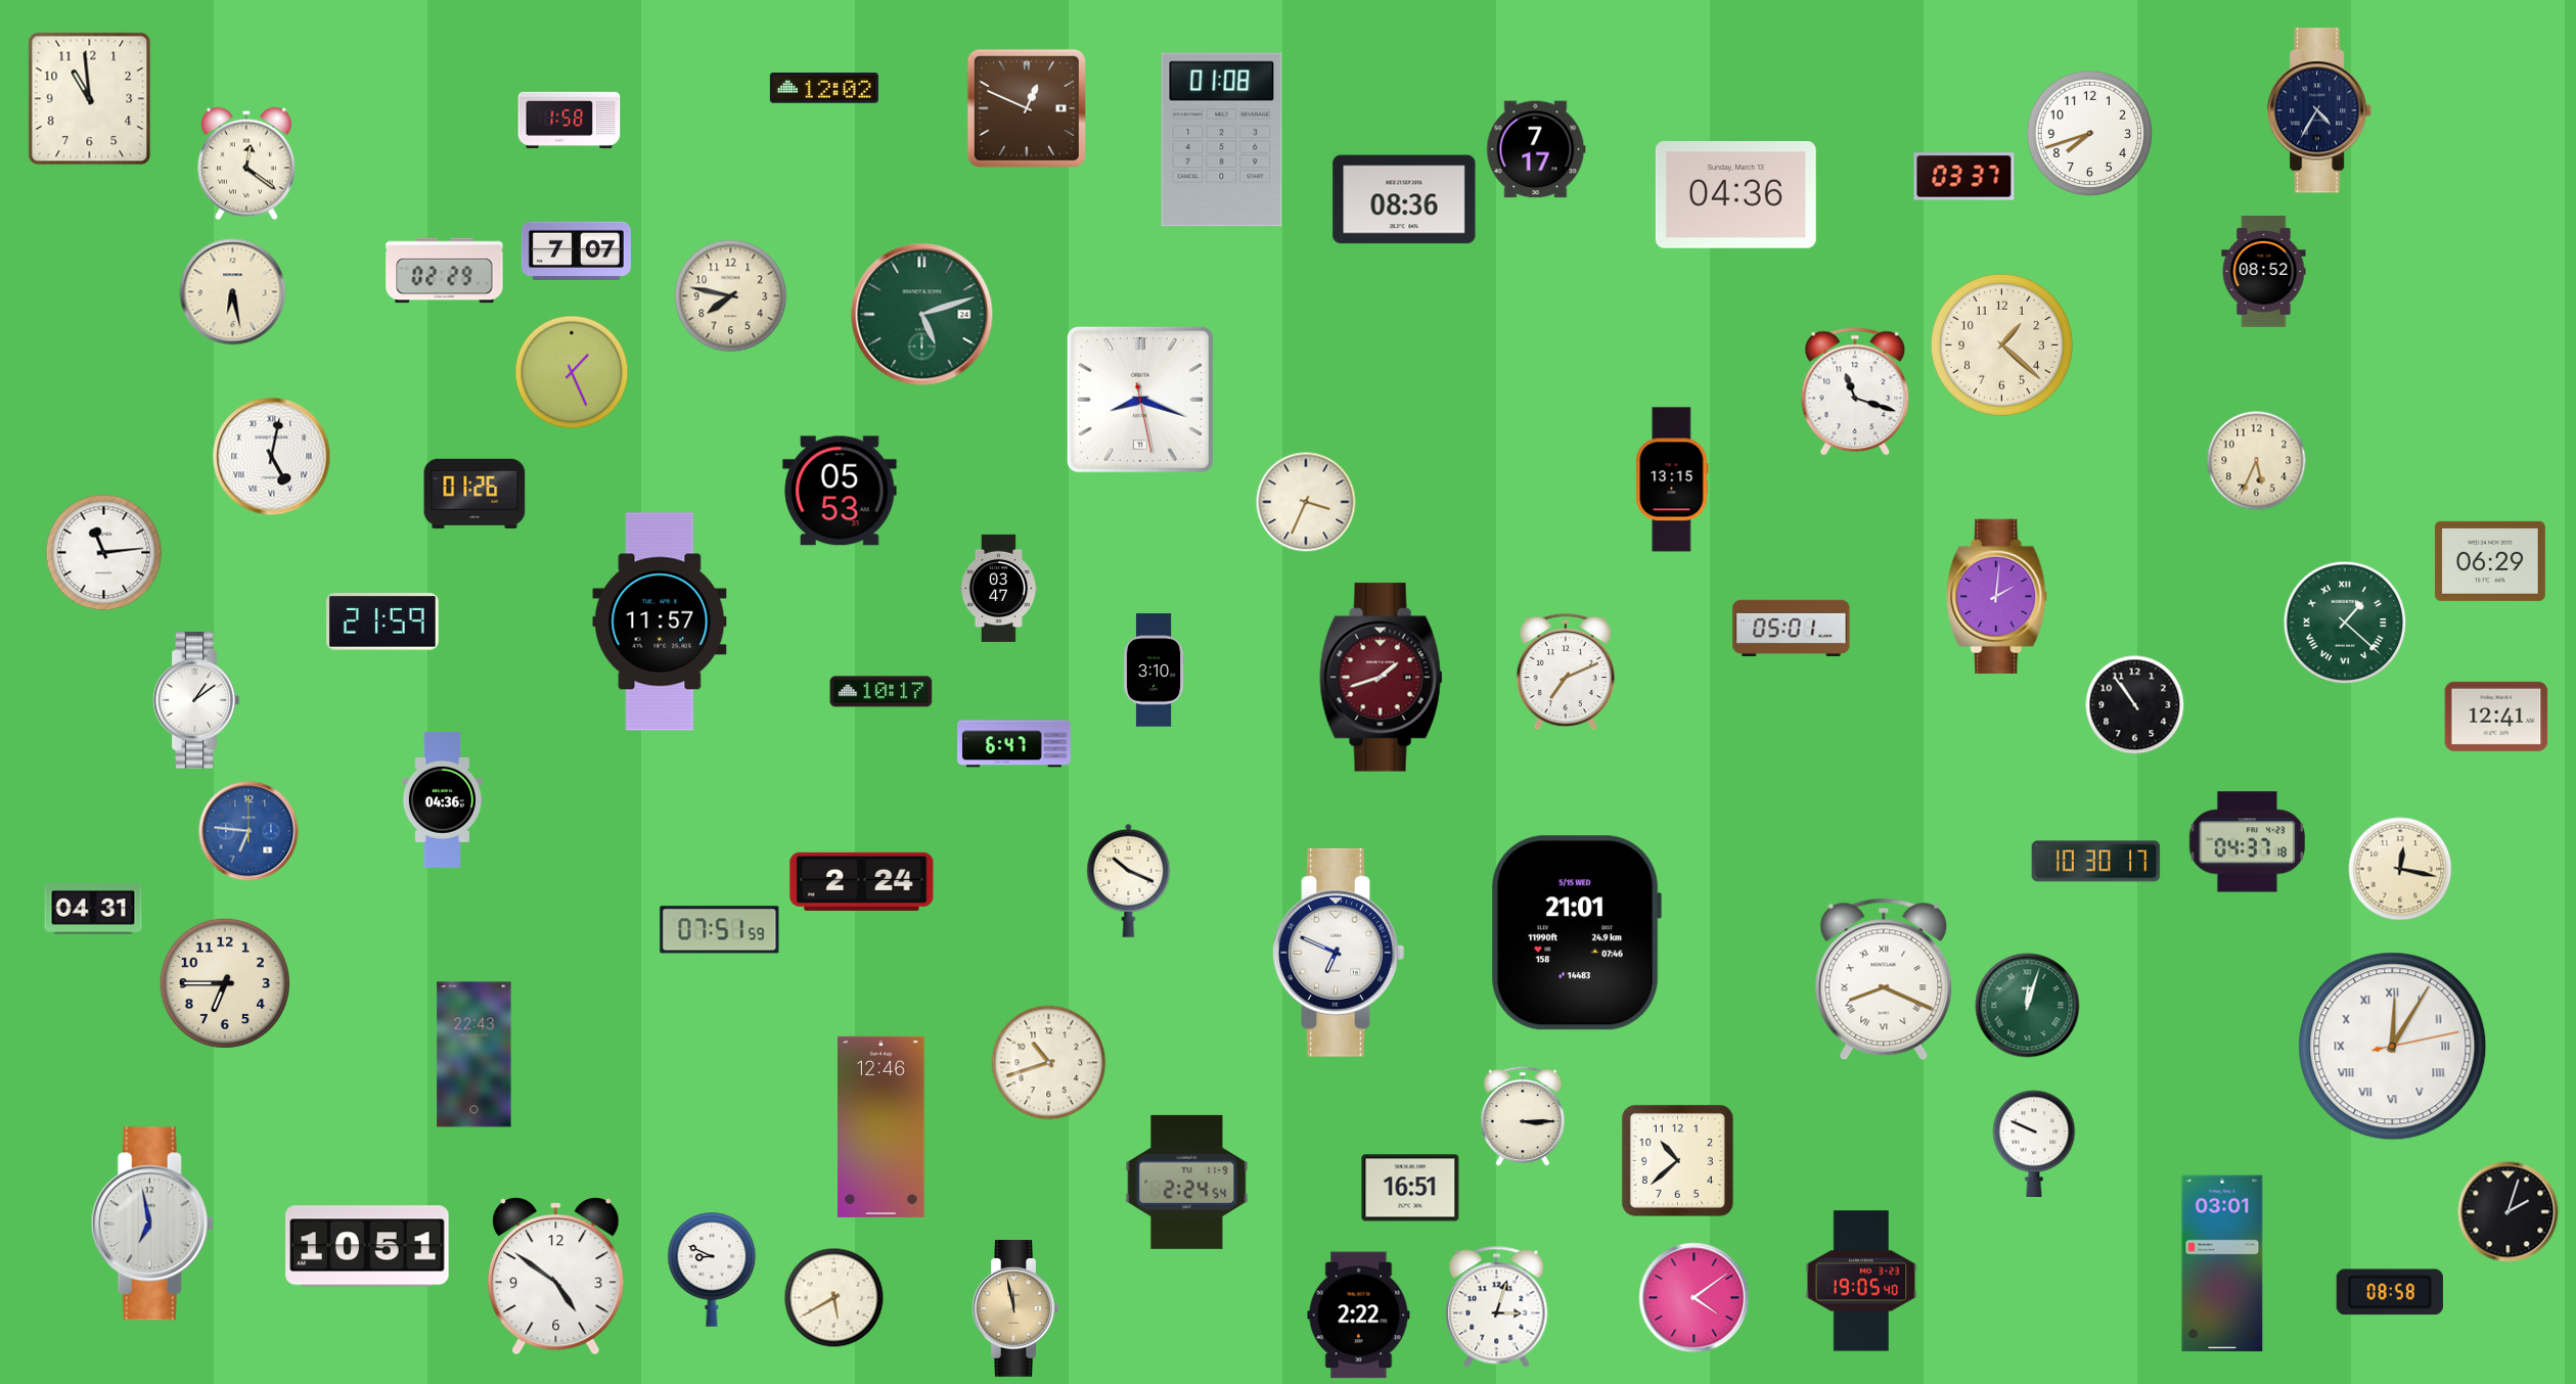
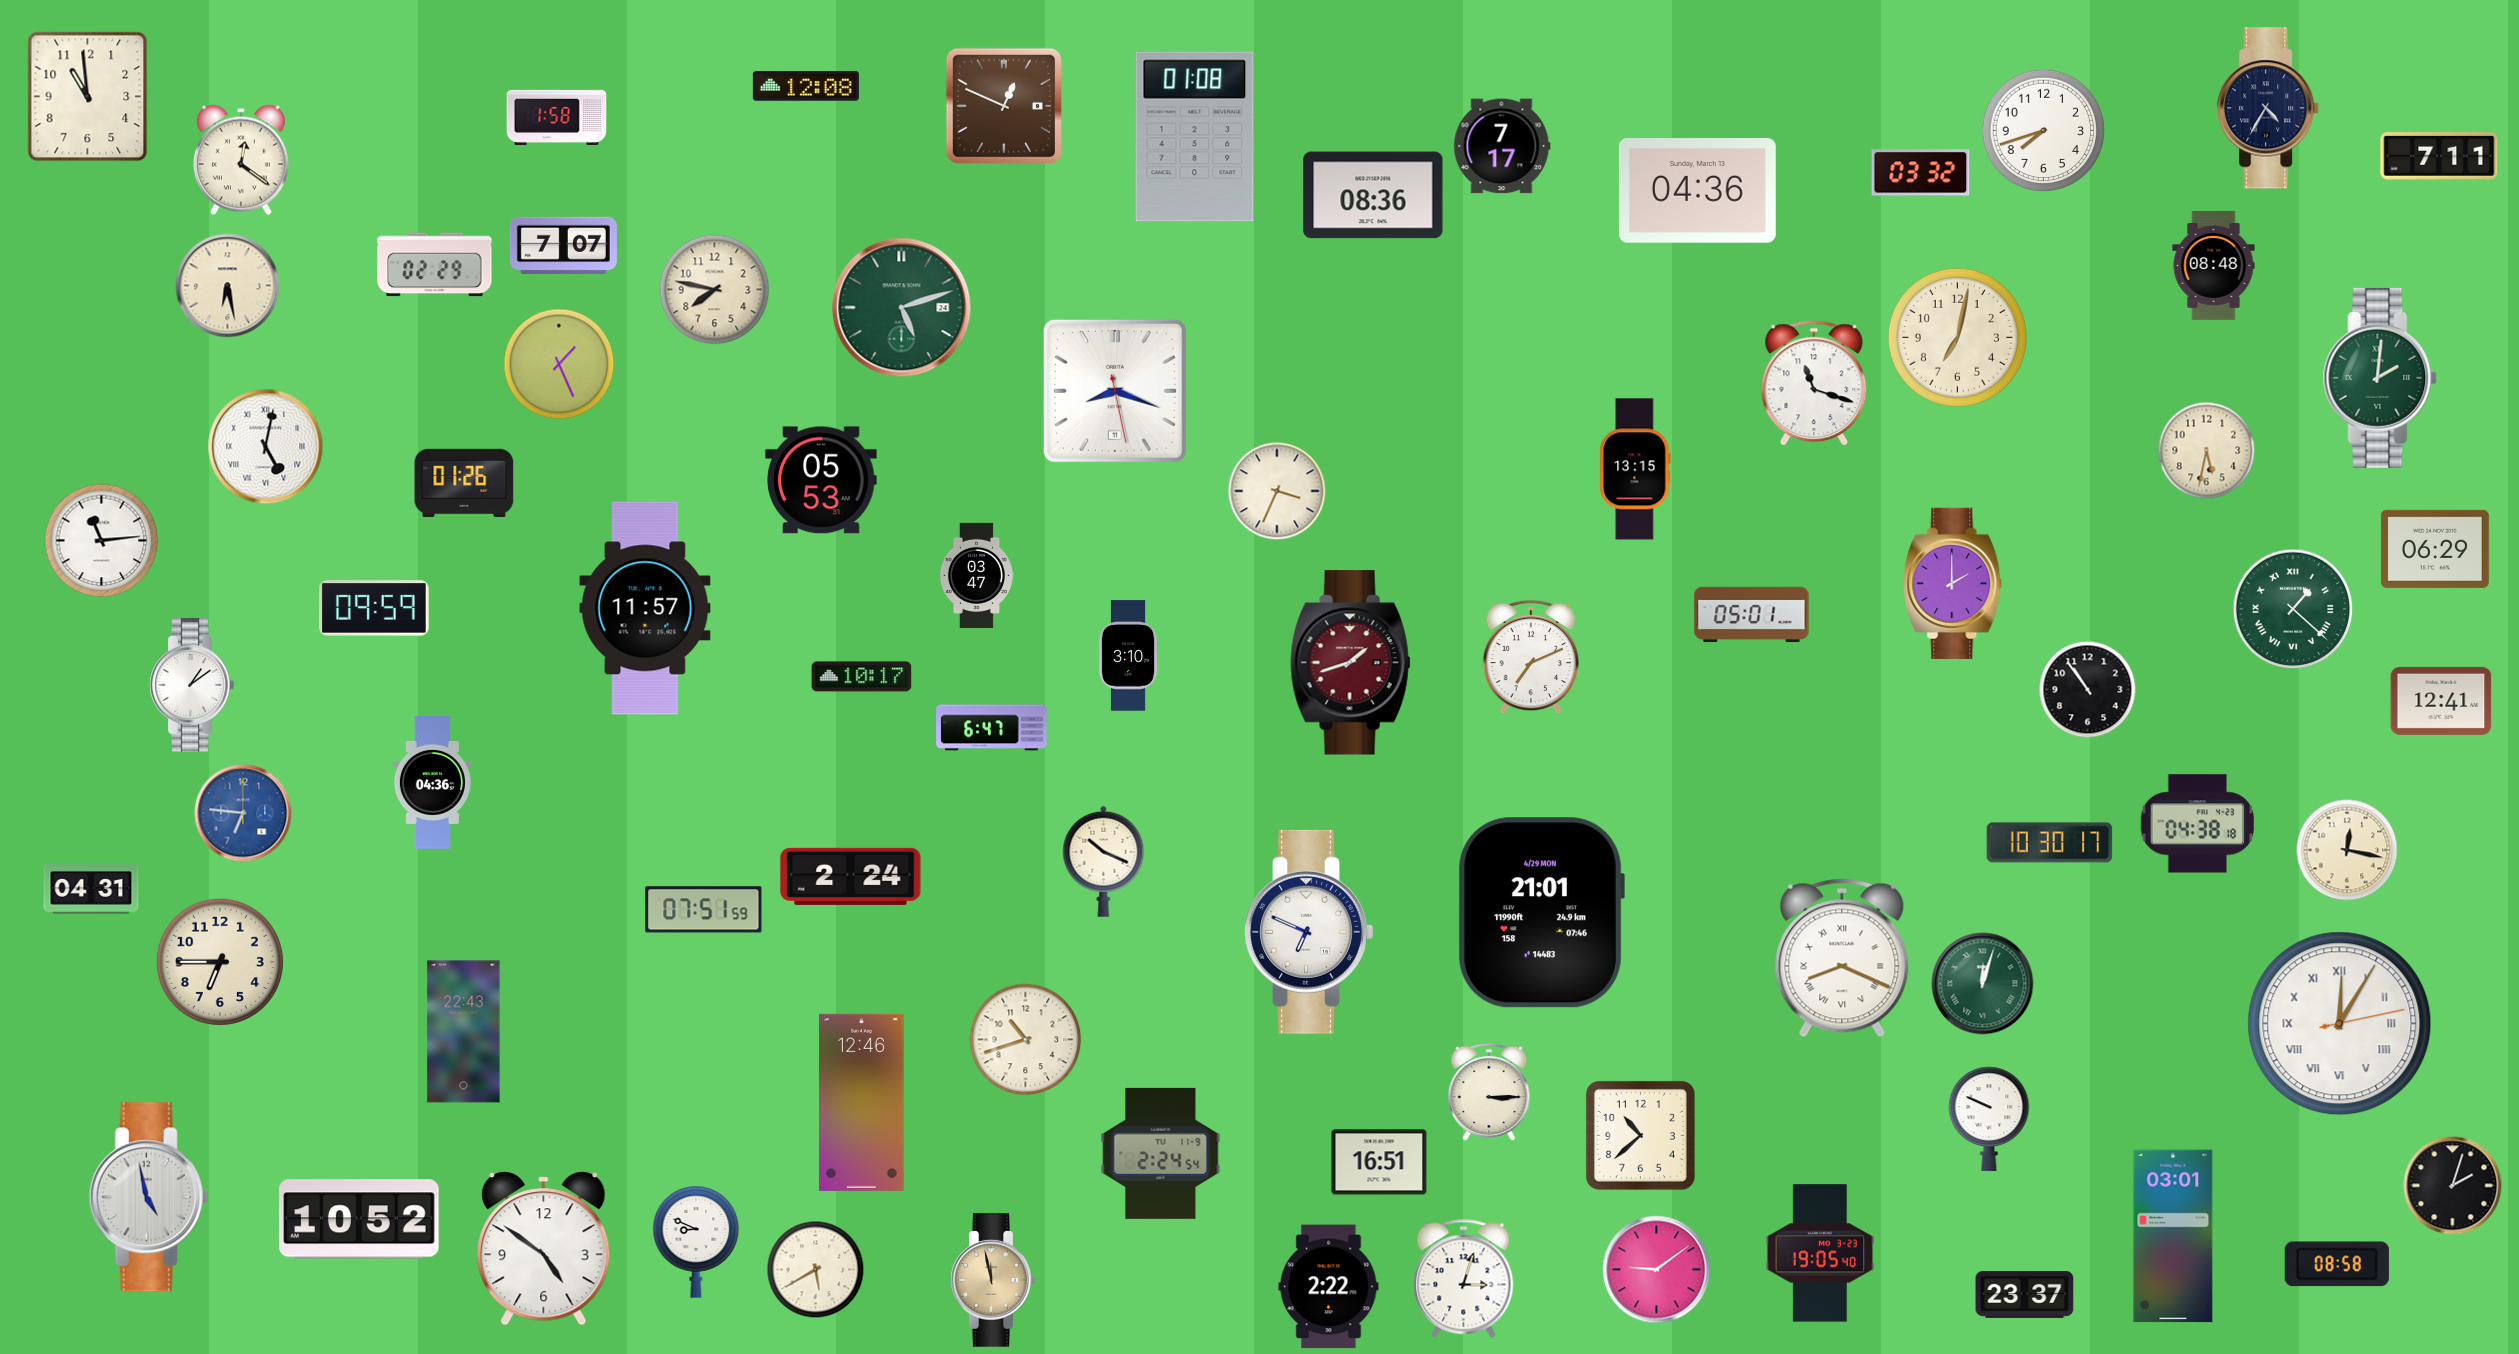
clock at (824, 88): 12:02 -> 12:08
clock at (2439, 157): none -> 7:11
clock at (1964, 177): 03:37 -> 03:32
clock at (2264, 272): 08:52 -> 08:48
clock at (2001, 344): 1:22 -> 7:02
clock at (2380, 378): none -> 2:01
clock at (2257, 461): 5:34 -> 5:32
clock at (1997, 596): 2:01 -> 2:00
clock at (383, 621): 21:59 -> 09:59
clock at (2248, 842): 04:37 -> 04:38
clock at (862, 881) position: (862, 881) -> (851, 876)
clock at (1576, 933) date: 5/15 WED -> 4/29 MON
clock at (1187, 1182) position: (1187, 1182) -> (1161, 1153)
clock at (152, 1224): 6:58 -> 4:58
clock at (367, 1246): 10:51 -> 10:52
clock at (1694, 1298): 4:09 -> 9:09
clock at (2025, 1295): none -> 23:37
